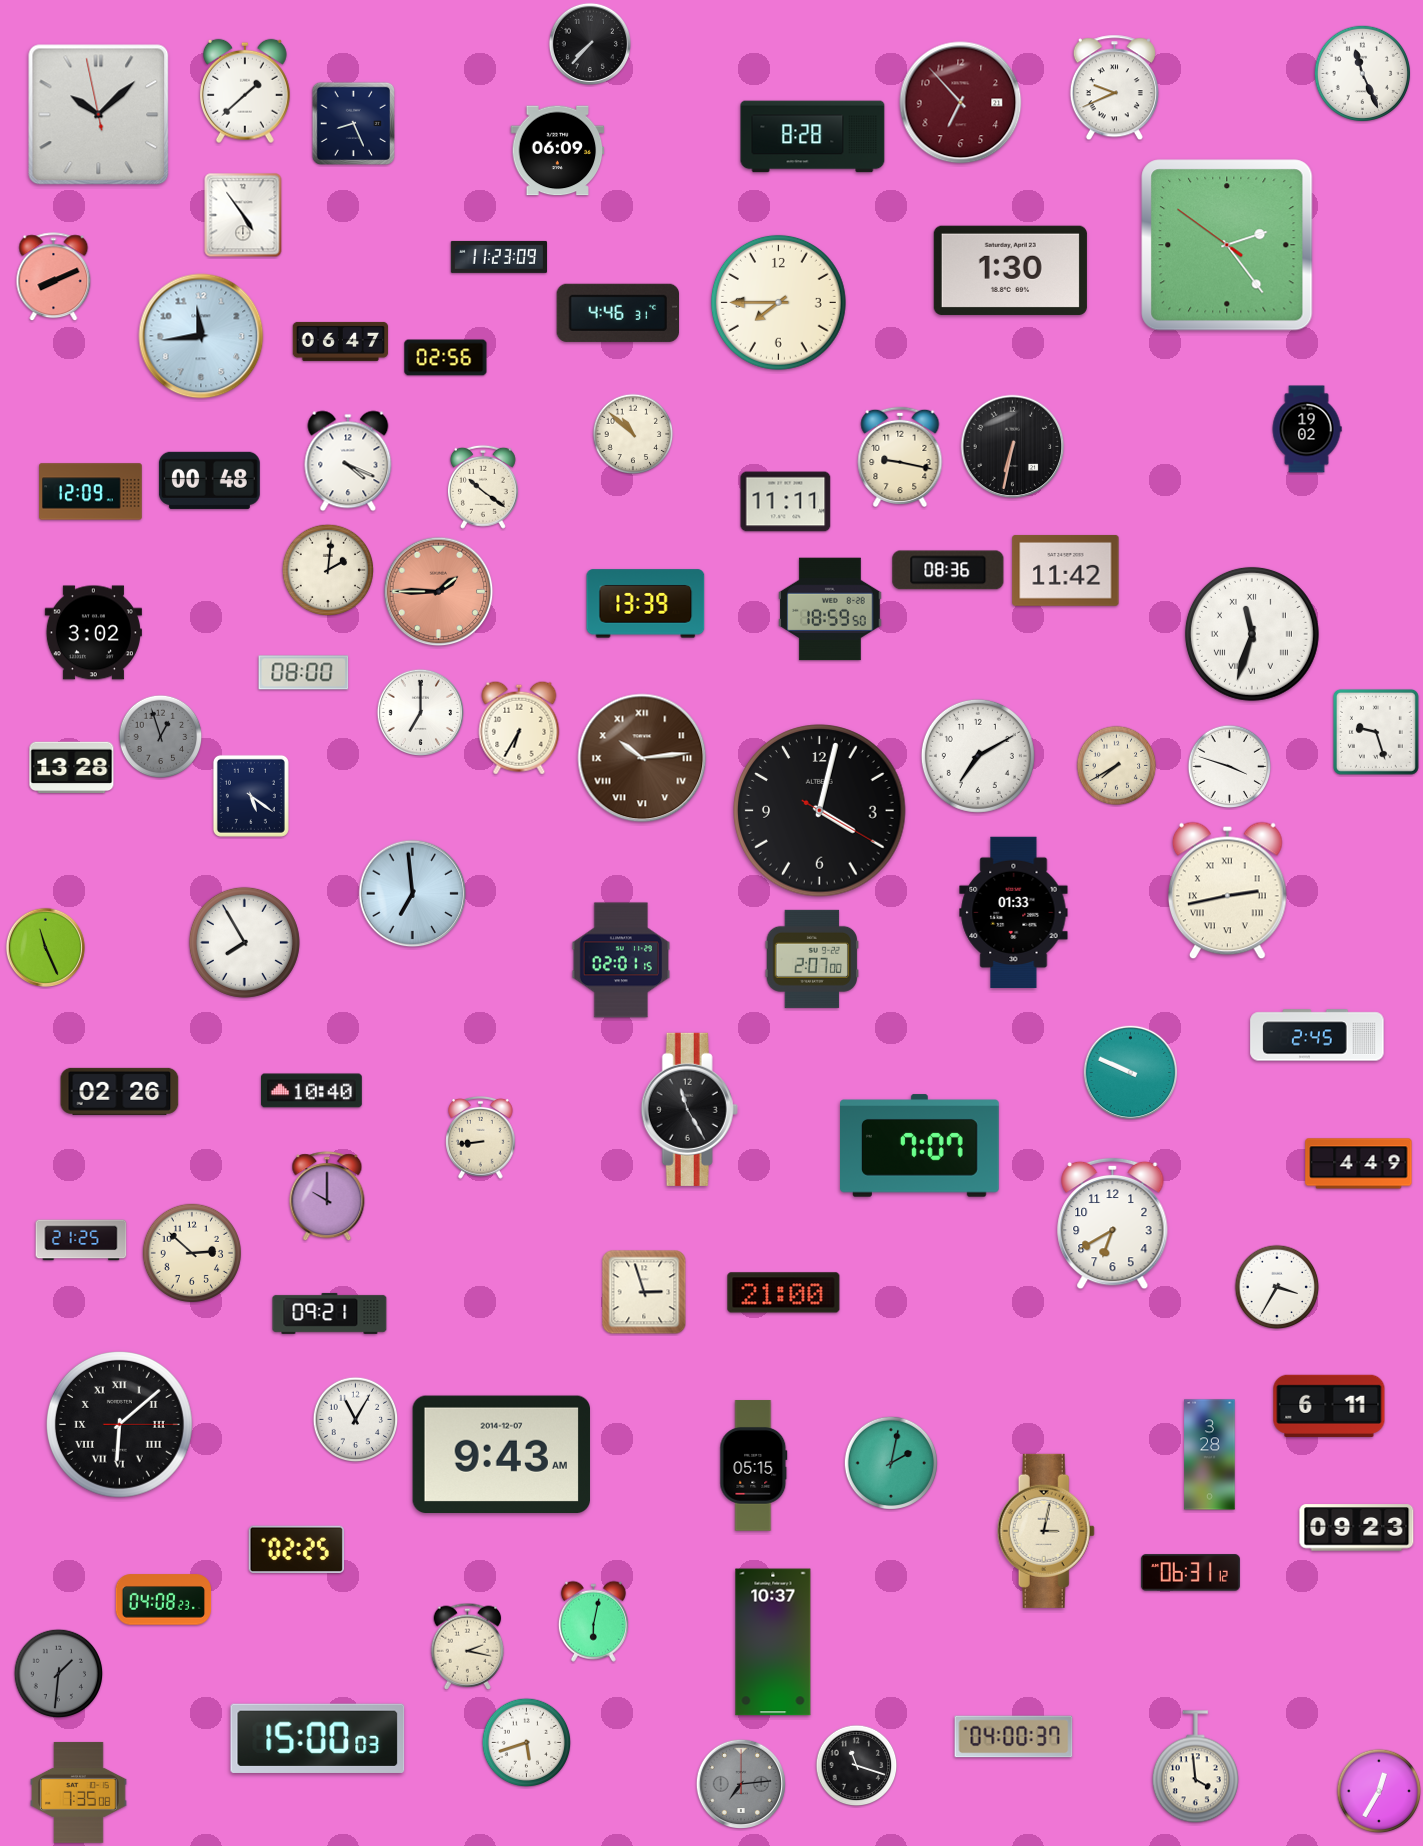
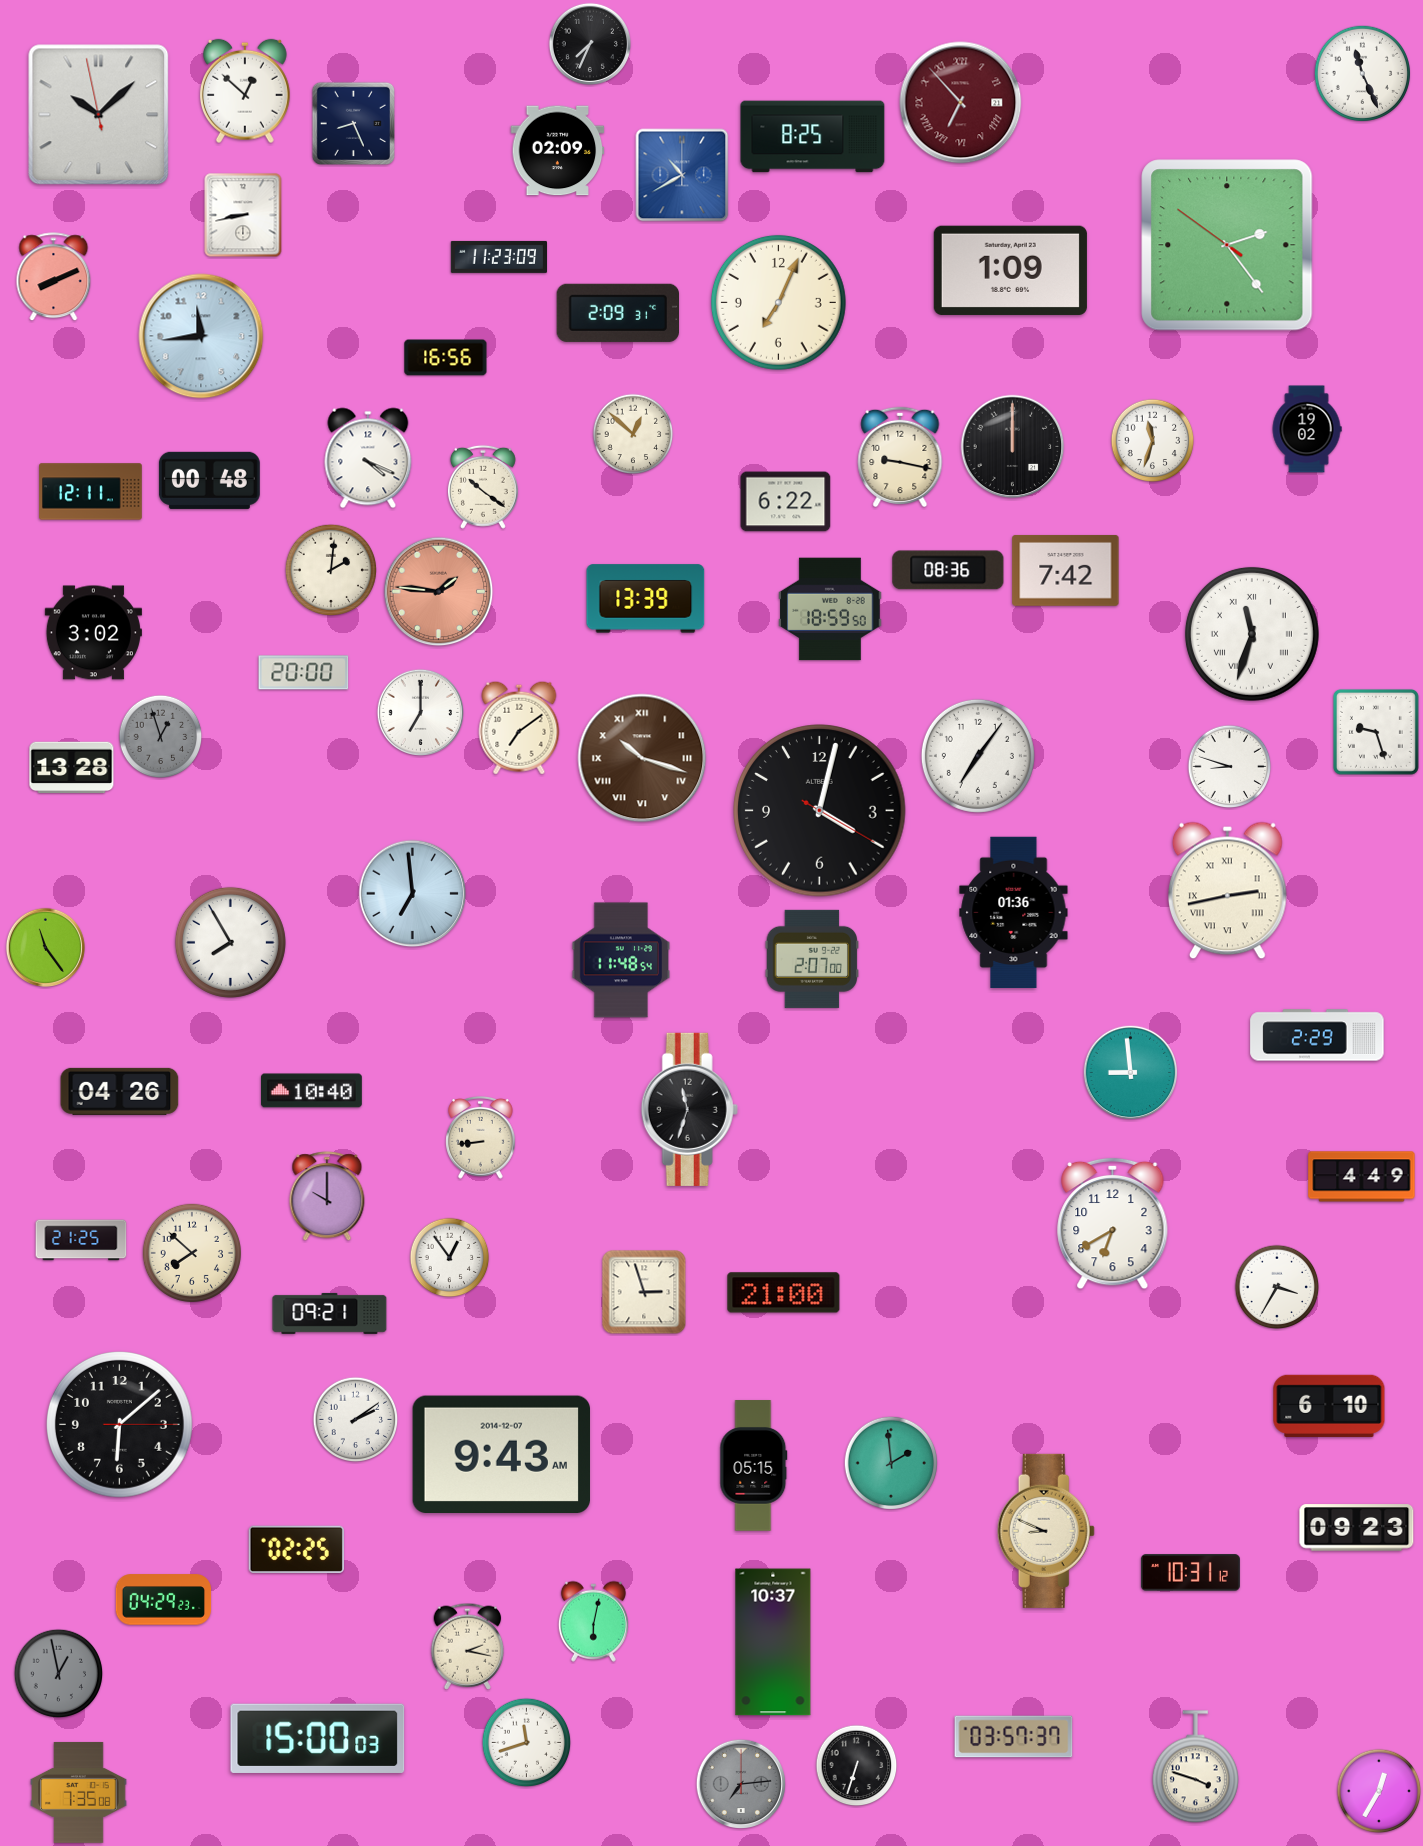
clock at (590, 44): 7:37 -> 7:34
clock at (1114, 88): 9:41 -> none
clock at (245, 91): 1:38 -> 12:52
clock at (961, 103) numerals: Arabic -> Roman
clock at (813, 137): 8:28 -> 8:25
clock at (558, 151): 06:09 -> 02:09
clock at (682, 175): none -> 10:40
clock at (243, 215): 4:54 -> 8:43
clock at (1010, 270): 1:30 -> 1:09
clock at (778, 302): 7:45 -> 7:04
clock at (617, 313): 4:46 -> 2:09
clock at (341, 341): 06:47 -> none
clock at (446, 358): 02:56 -> 16:56
clock at (633, 434): 10:52 -> 12:52
clock at (1153, 441): none -> 11:33
clock at (1013, 447): 6:32 -> 12:00
clock at (348, 461) position: (348, 461) -> (368, 458)
clock at (91, 492): 12:09 -> 12:11
clock at (786, 502): 11:11 -> 6:22
clock at (327, 569) position: (327, 569) -> (330, 569)
clock at (1066, 570): 11:42 -> 7:42
clock at (439, 592): 1:45 -> 1:46
clock at (646, 604) position: (646, 604) -> (646, 599)
clock at (304, 673): 08:00 -> 20:00
clock at (519, 728): 6:35 -> 7:09
clock at (978, 756): 7:10 -> 7:06
clock at (642, 758): 10:14 -> 10:18
clock at (1117, 766): 7:40 -> none
clock at (1230, 767): 3:48 -> 8:48
clock at (251, 796): 5:21 -> none
clock at (1014, 912): 01:33 -> 01:36
clock at (244, 942) position: (244, 942) -> (230, 942)
clock at (45, 947): 11:26 -> 11:24
clock at (620, 960): 02:01 -> 11:48
clock at (1317, 1035): 2:45 -> 2:29
clock at (1131, 1073): 9:49 -> 8:59
clock at (120, 1091): 02:26 -> 04:26
clock at (689, 1109): 11:25 -> 11:33
clock at (920, 1146): 7:07 -> none
clock at (1359, 1164) position: (1359, 1164) -> (1362, 1177)
clock at (192, 1253): 2:52 -> 7:52
clock at (450, 1258): none -> 12:54
clock at (1329, 1406): 6:11 -> 6:10
clock at (356, 1420): 11:05 -> 2:09
clock at (119, 1424) numerals: Roman -> Arabic
clock at (1210, 1455): 3:28 -> none
clock at (890, 1462): 2:02 -> 1:59
clock at (1046, 1531): 3:02 -> 8:49
clock at (1190, 1573): 06:31 -> 10:31
clock at (164, 1600): 04:08 -> 04:29
clock at (59, 1674): 1:31 -> 12:58
clock at (1014, 1737): 04:00 -> 03:57
clock at (527, 1743): 5:42 -> 11:42
clock at (857, 1766): 11:18 -> 6:33
clock at (1195, 1767): 3:59 -> 3:48
